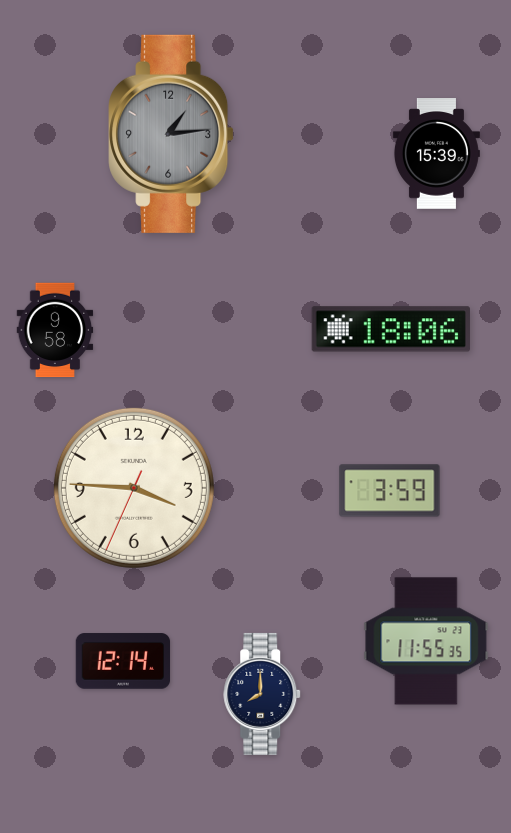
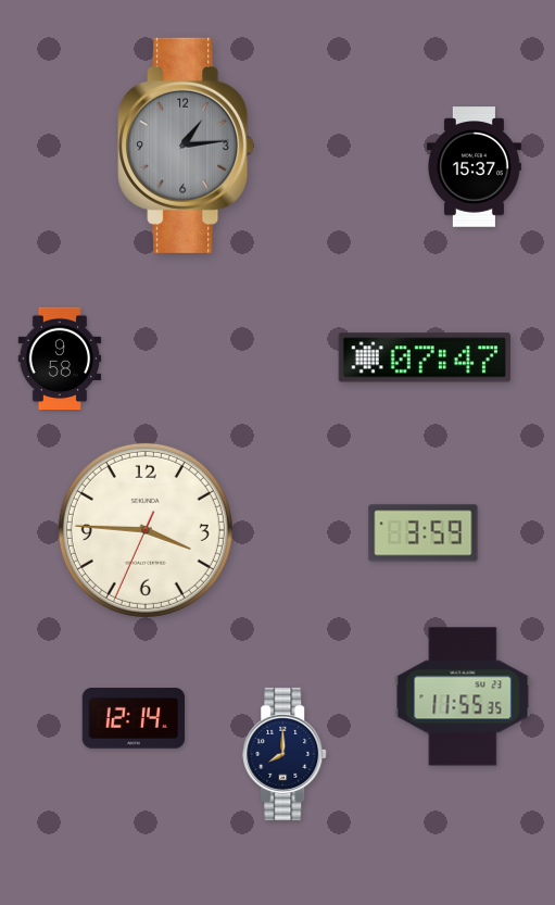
clock at (436, 154): 15:39 -> 15:37
clock at (391, 329): 18:06 -> 07:47
